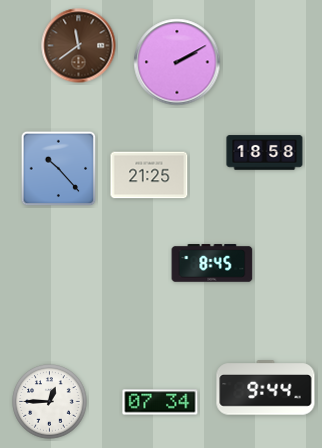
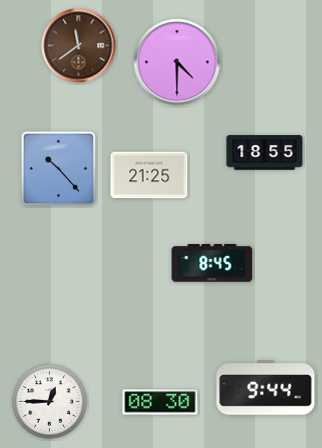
clock at (177, 62): 2:10 -> 4:30
clock at (265, 153): 18:58 -> 18:55
clock at (160, 402): 07:34 -> 08:30
